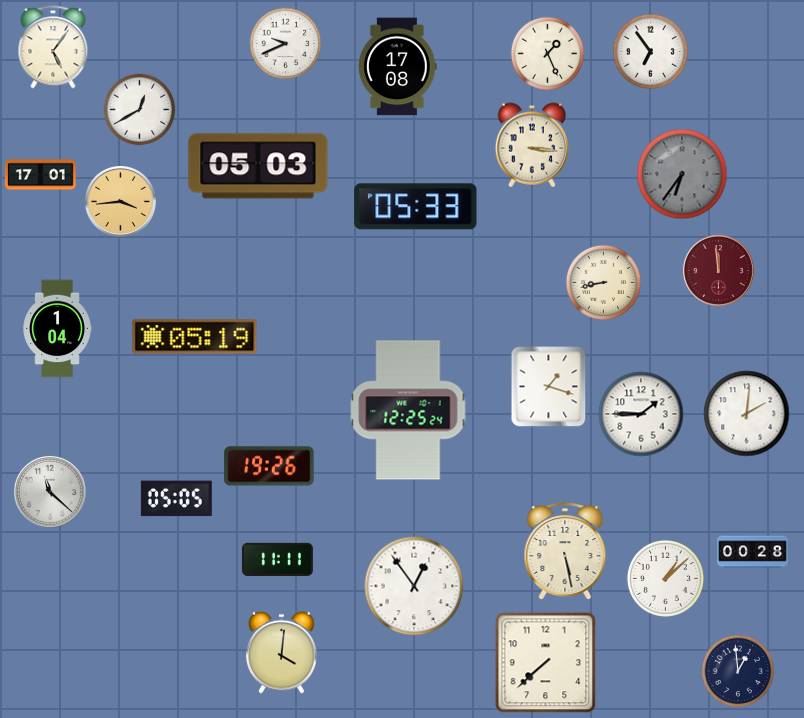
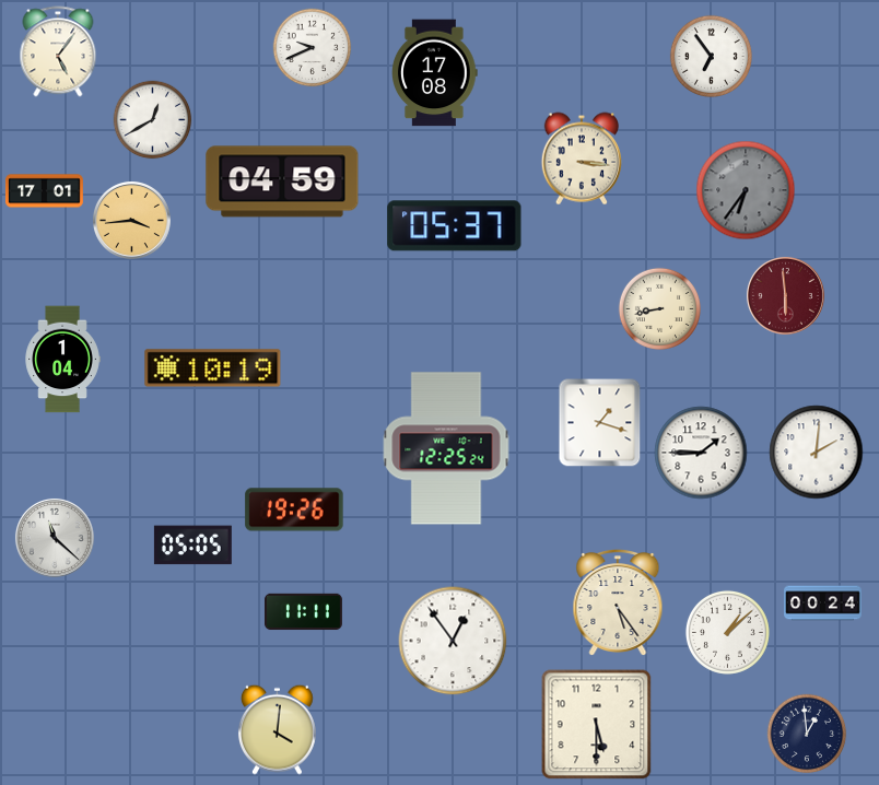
clock at (548, 54): 1:26 -> none
clock at (258, 166): 05:03 -> 04:59
clock at (416, 207): 05:33 -> 05:37
clock at (718, 270): 11:59 -> 5:59
clock at (195, 337): 05:19 -> 10:19
clock at (565, 550): 5:28 -> 5:24
clock at (753, 552): 00:28 -> 00:24
clock at (281, 652) position: (281, 652) -> (277, 729)
clock at (546, 663): 7:38 -> 5:30
